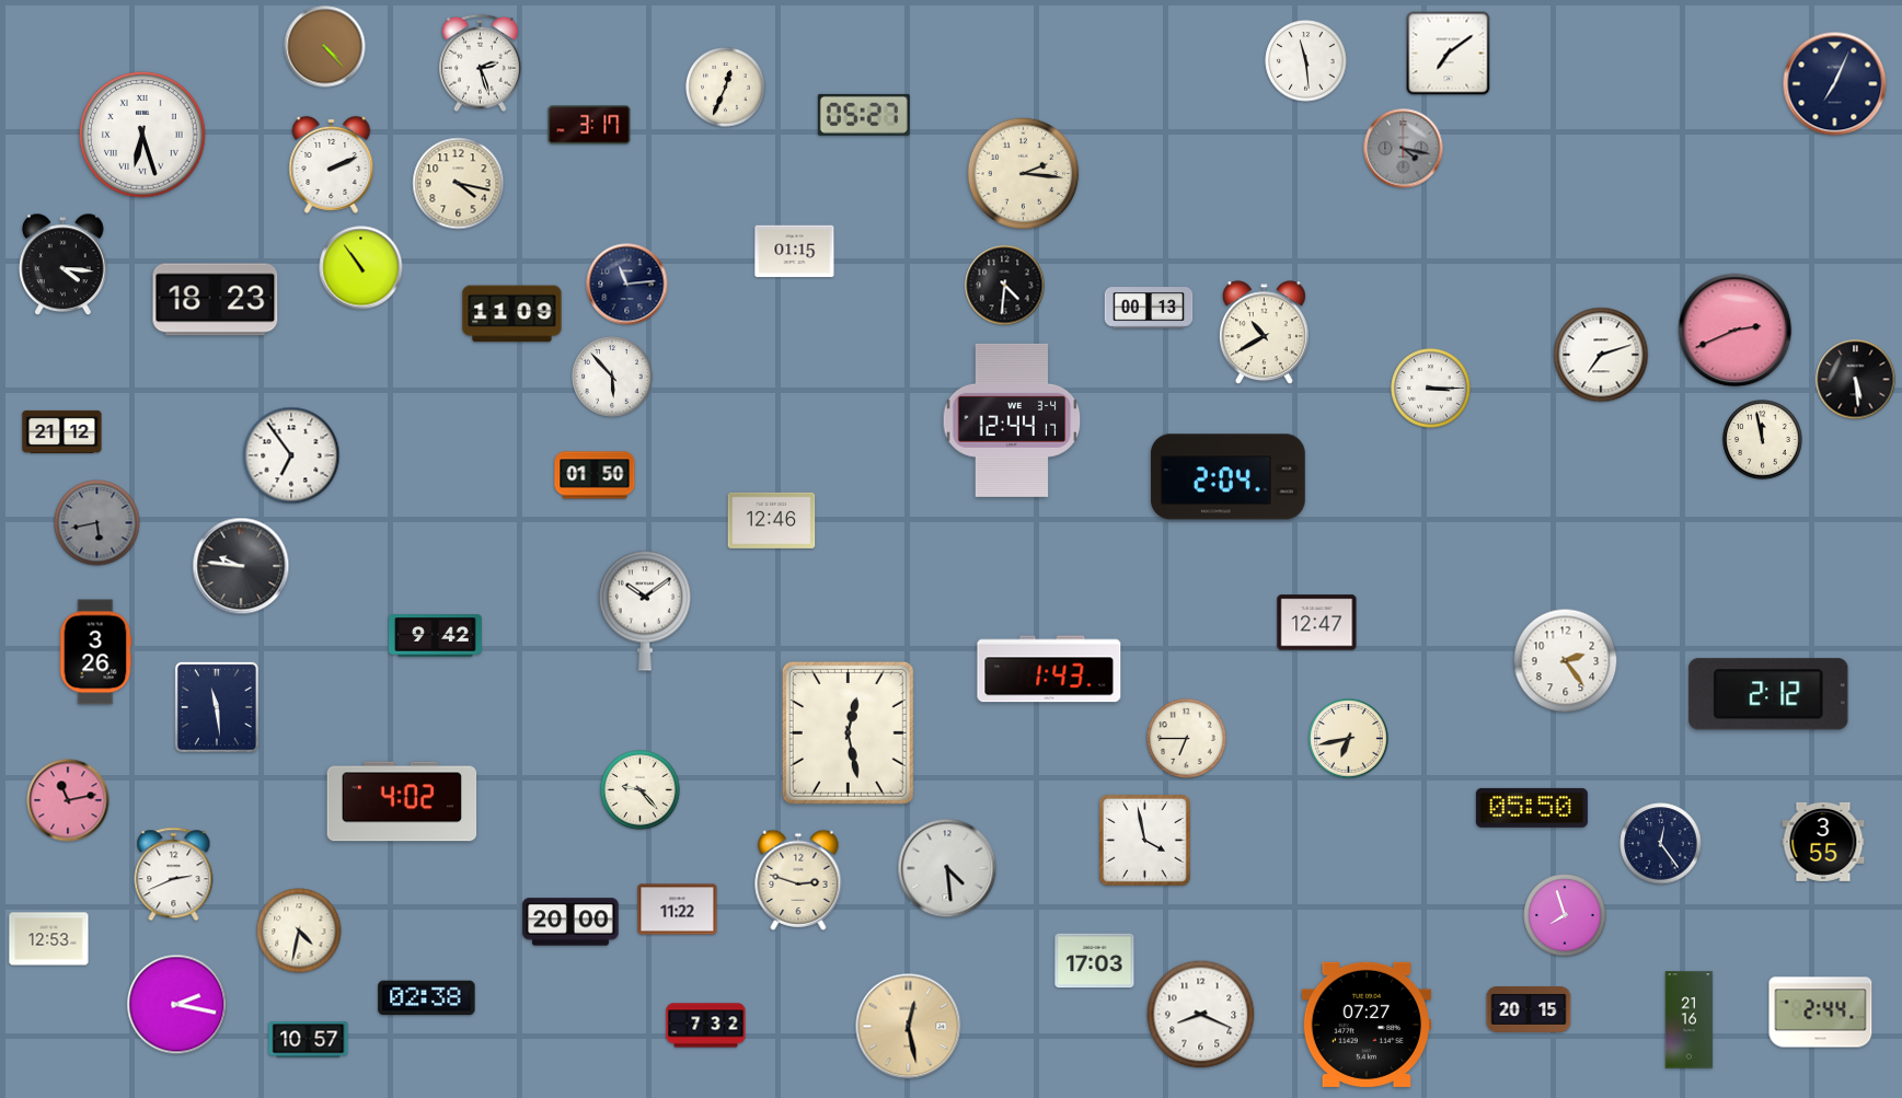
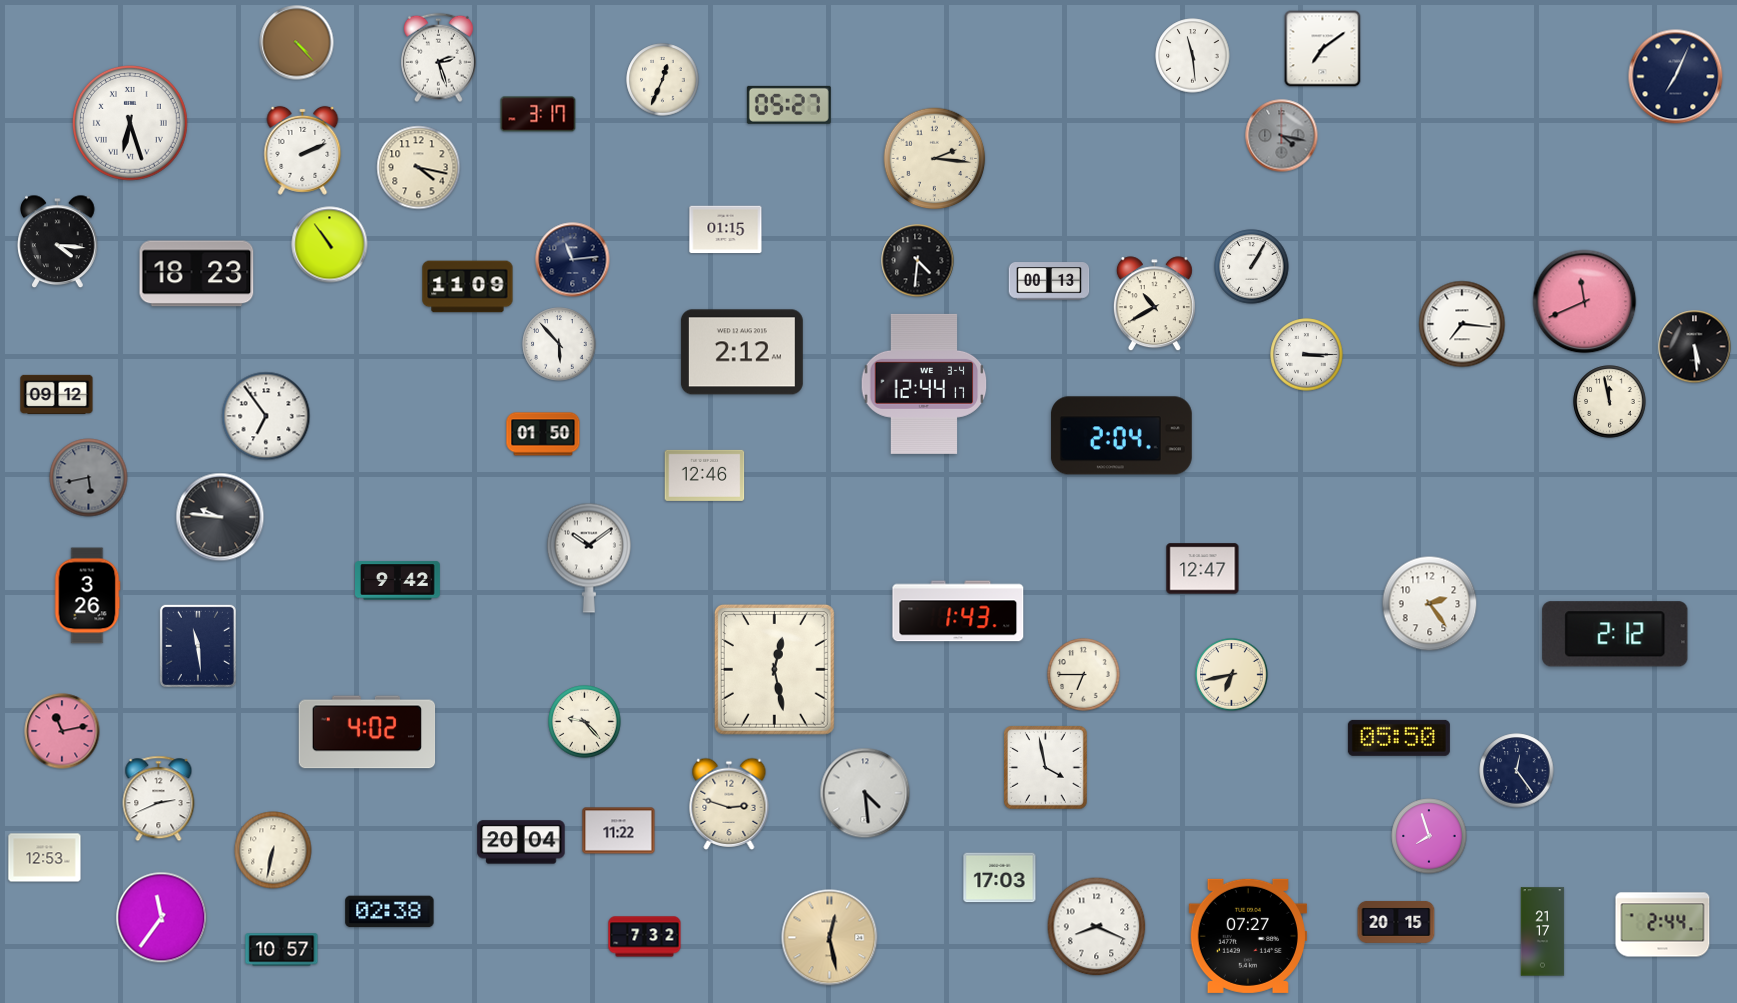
clock at (1252, 267): none -> 1:05
clock at (1736, 331): 2:41 -> 11:41
clock at (1601, 355): 7:12 -> 7:16
clock at (742, 352): none -> 2:12
clock at (62, 431): 21:12 -> 09:12
clock at (1823, 842): 3:55 -> none
clock at (570, 922): 20:00 -> 20:04
clock at (299, 931): 4:32 -> 6:32
clock at (177, 1005): 2:17 -> 11:36
clock at (1690, 1020): 21:16 -> 21:17
